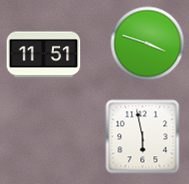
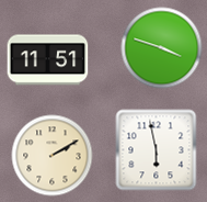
clock at (53, 156): none -> 2:10
